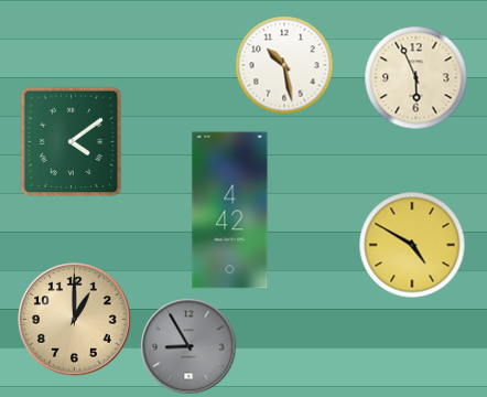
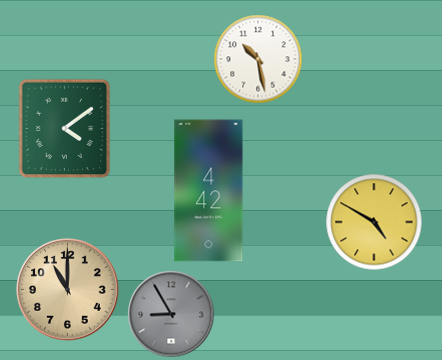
clock at (416, 78): 5:56 -> none
clock at (75, 320): 1:00 -> 11:00
